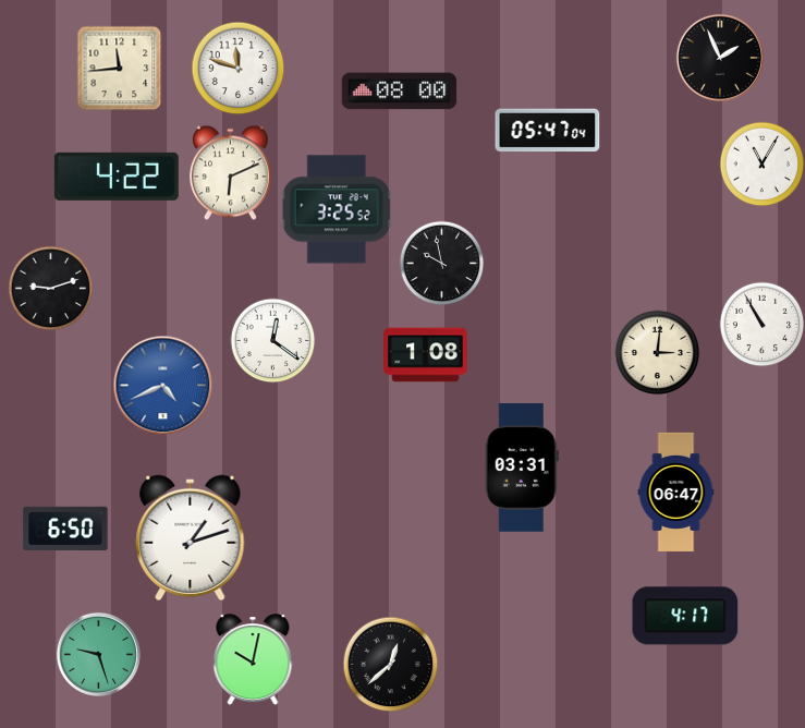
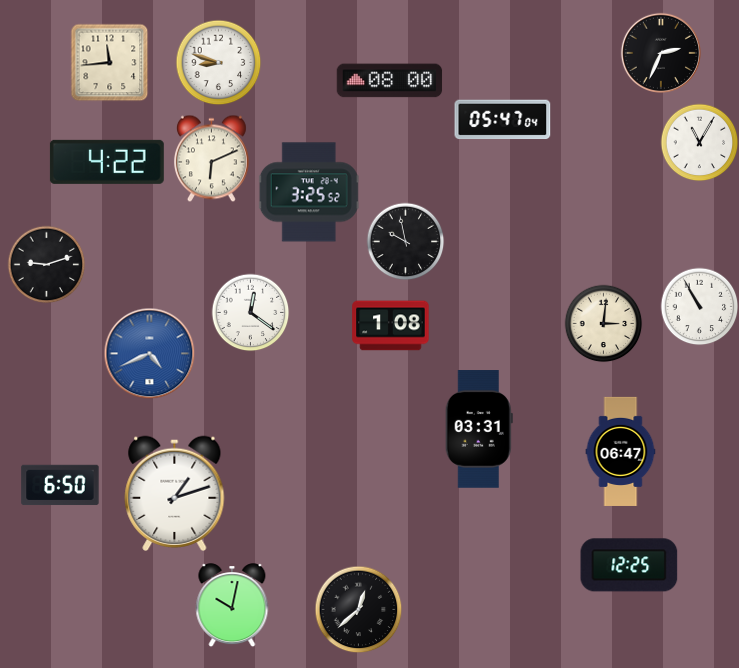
clock at (719, 57): 1:56 -> 2:34
clock at (237, 68): 11:48 -> 8:48
clock at (400, 92) position: (400, 92) -> (390, 81)
clock at (761, 163) position: (761, 163) -> (699, 142)
clock at (761, 324) position: (761, 324) -> (699, 306)
clock at (685, 616): 4:17 -> 12:25
clock at (98, 654): 9:27 -> none
